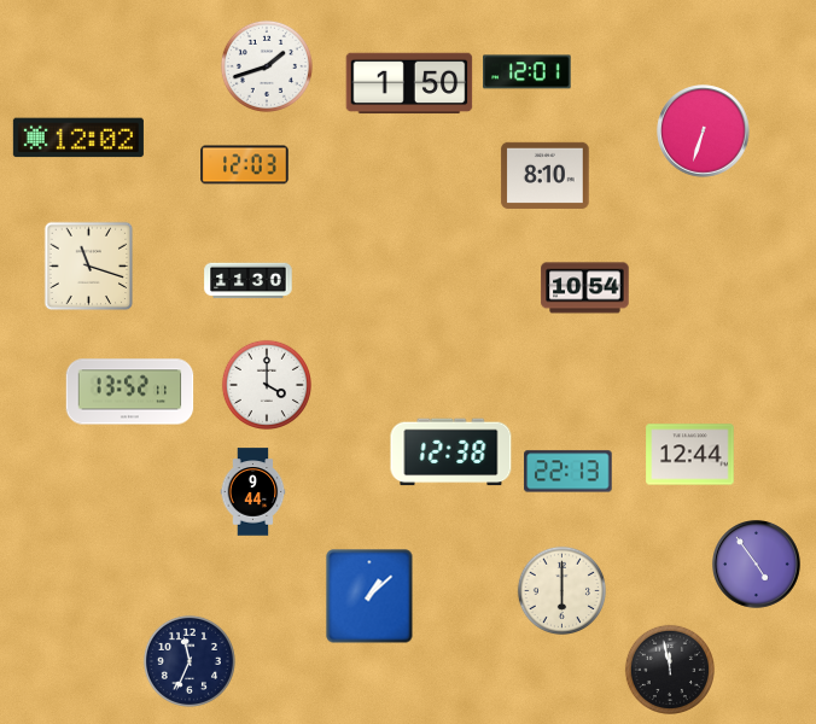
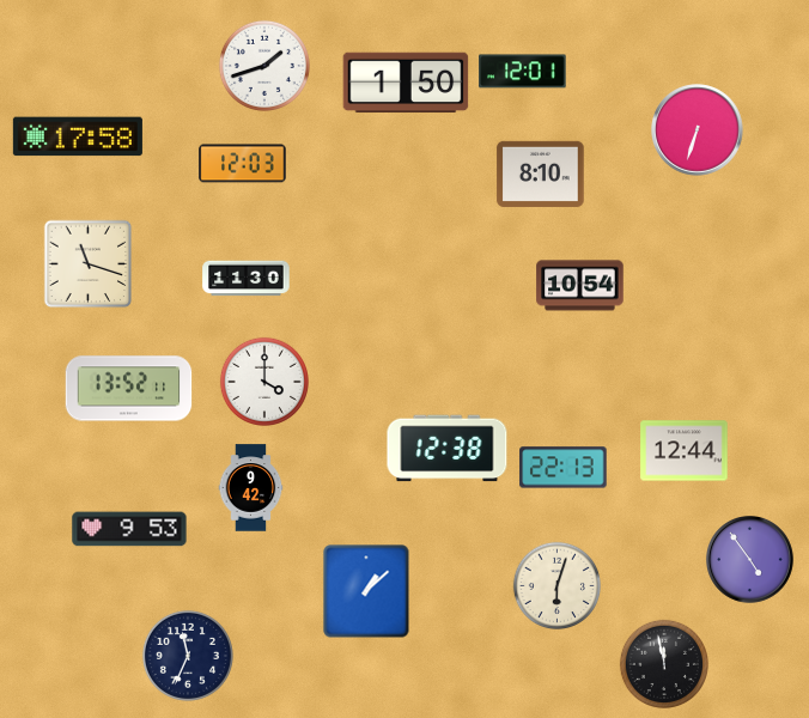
clock at (78, 138): 12:02 -> 17:58
clock at (253, 492): 9:44 -> 9:42
clock at (129, 529): none -> 9:53
clock at (561, 590): 6:00 -> 6:03
